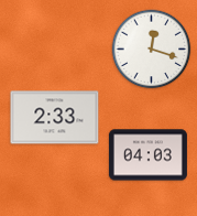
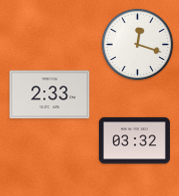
clock at (55, 118) position: (55, 118) -> (50, 95)
clock at (147, 155): 04:03 -> 03:32
